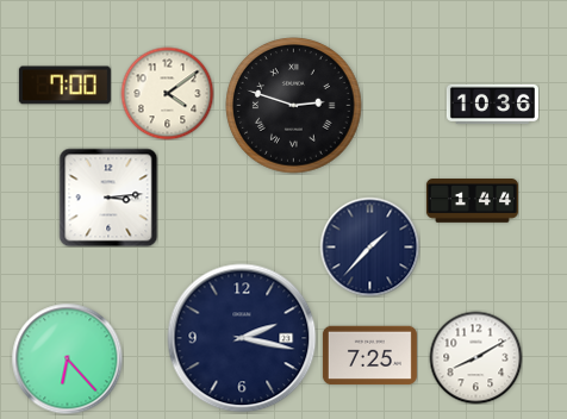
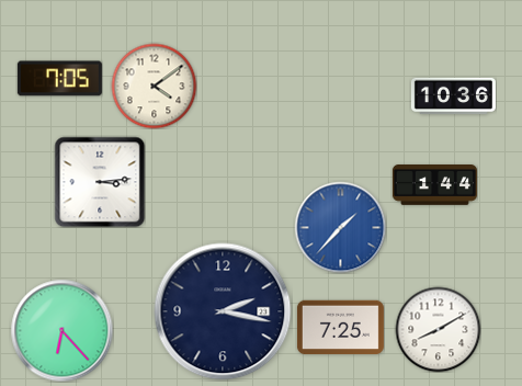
clock at (64, 86): 7:00 -> 7:05
clock at (294, 106): 2:48 -> none
clock at (369, 246) dial: navy -> blue
